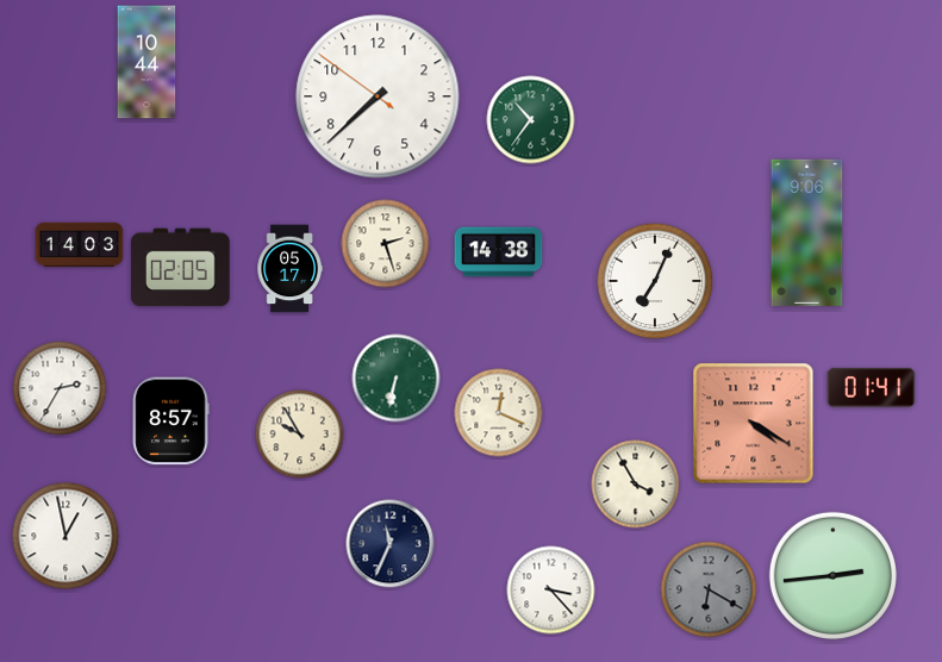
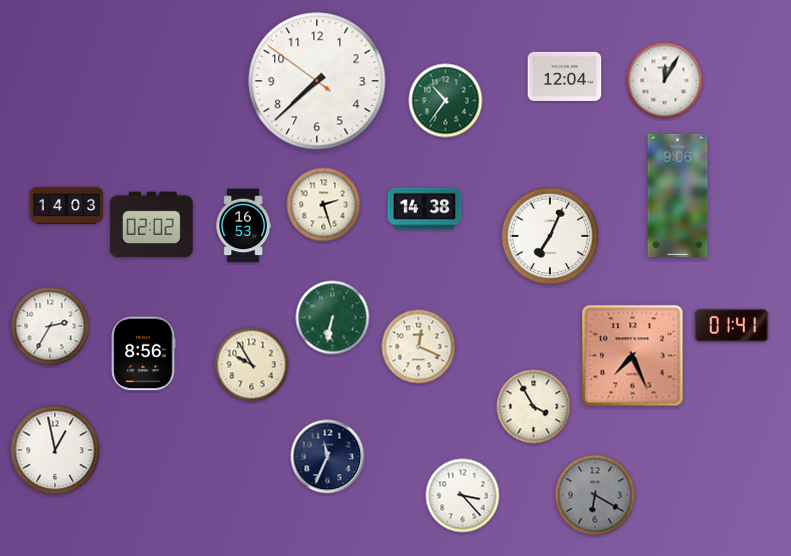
clock at (146, 62): 10:44 -> none
clock at (565, 76): none -> 12:04
clock at (665, 81): none -> 12:05
clock at (499, 252) position: (499, 252) -> (425, 209)
clock at (181, 268): 02:05 -> 02:02
clock at (289, 269): 05:17 -> 16:53
clock at (170, 421): 8:57 -> 8:56
clock at (754, 424): 4:20 -> 7:26
clock at (832, 575): 2:44 -> none
